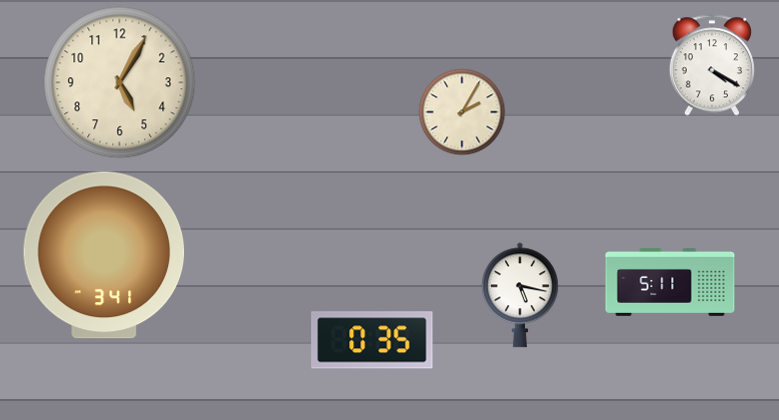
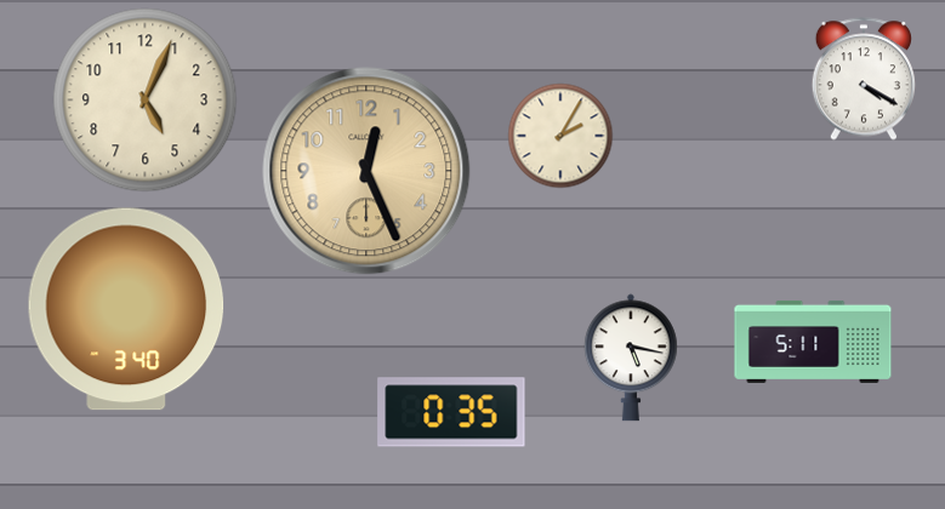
clock at (120, 83): 5:05 -> 5:04
clock at (366, 171): none -> 12:26
clock at (104, 255): 3:41 -> 3:40
